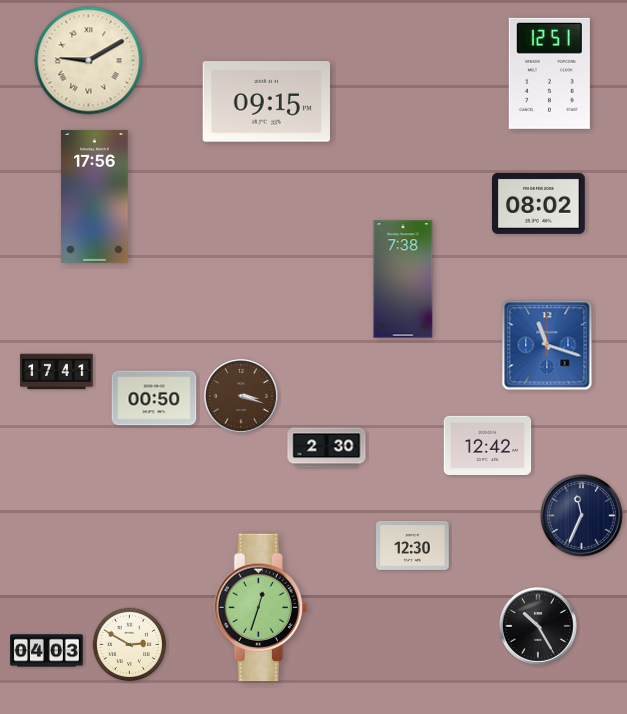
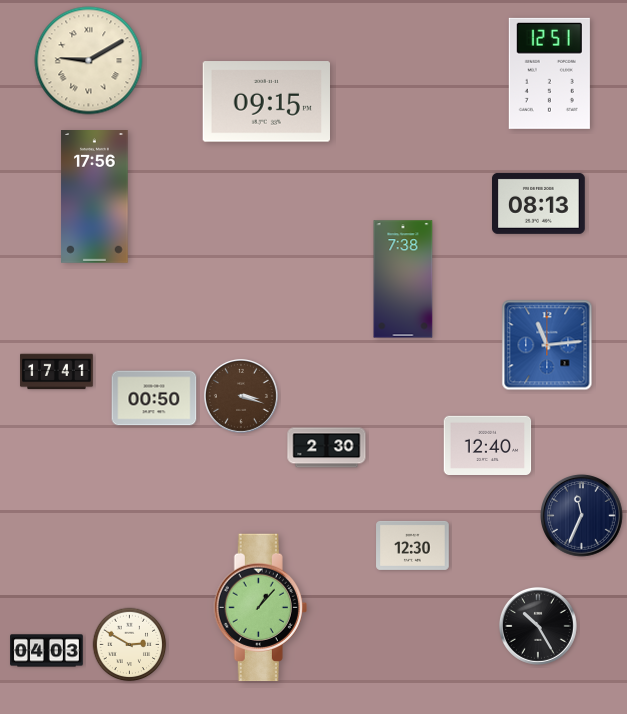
clock at (539, 203): 08:02 -> 08:13
clock at (547, 345): 11:18 -> 11:14
clock at (488, 445): 12:42 -> 12:40
clock at (260, 608): 12:33 -> 1:07
